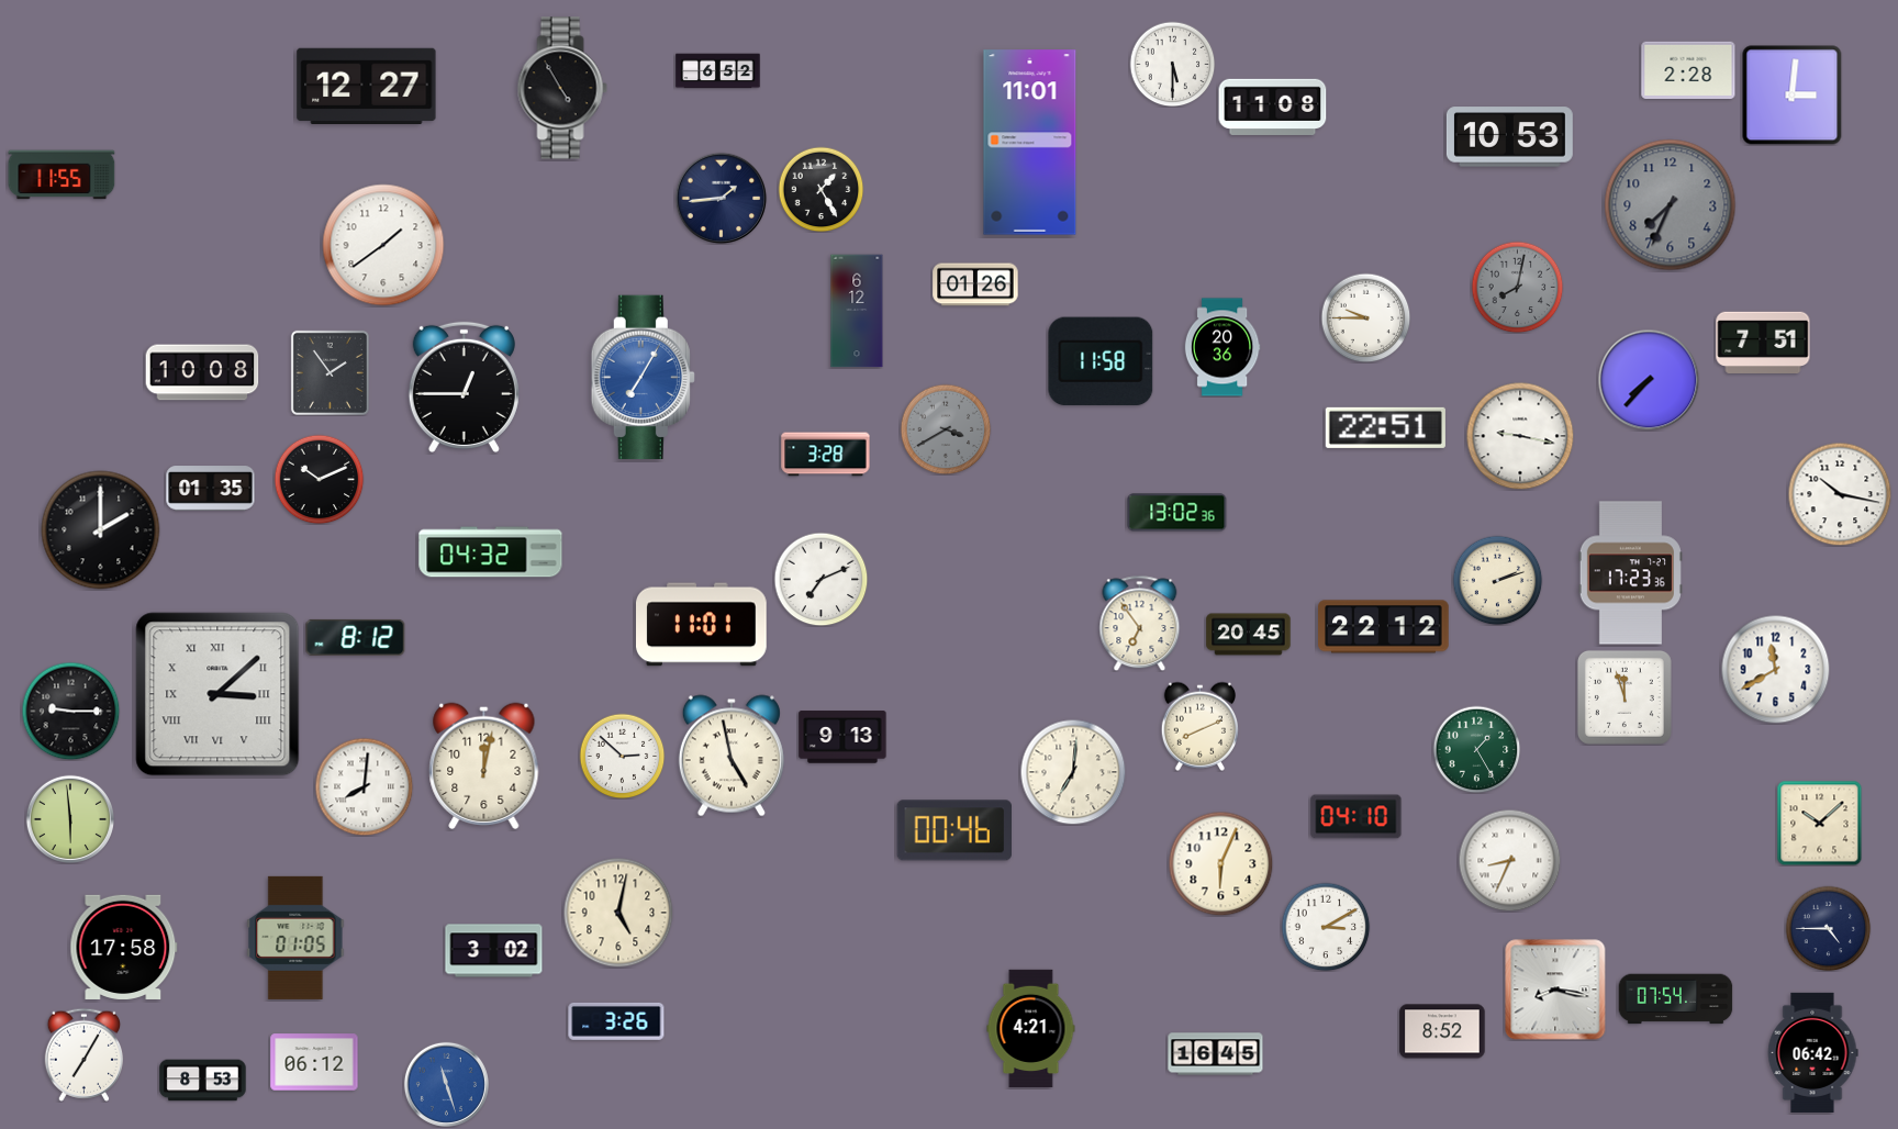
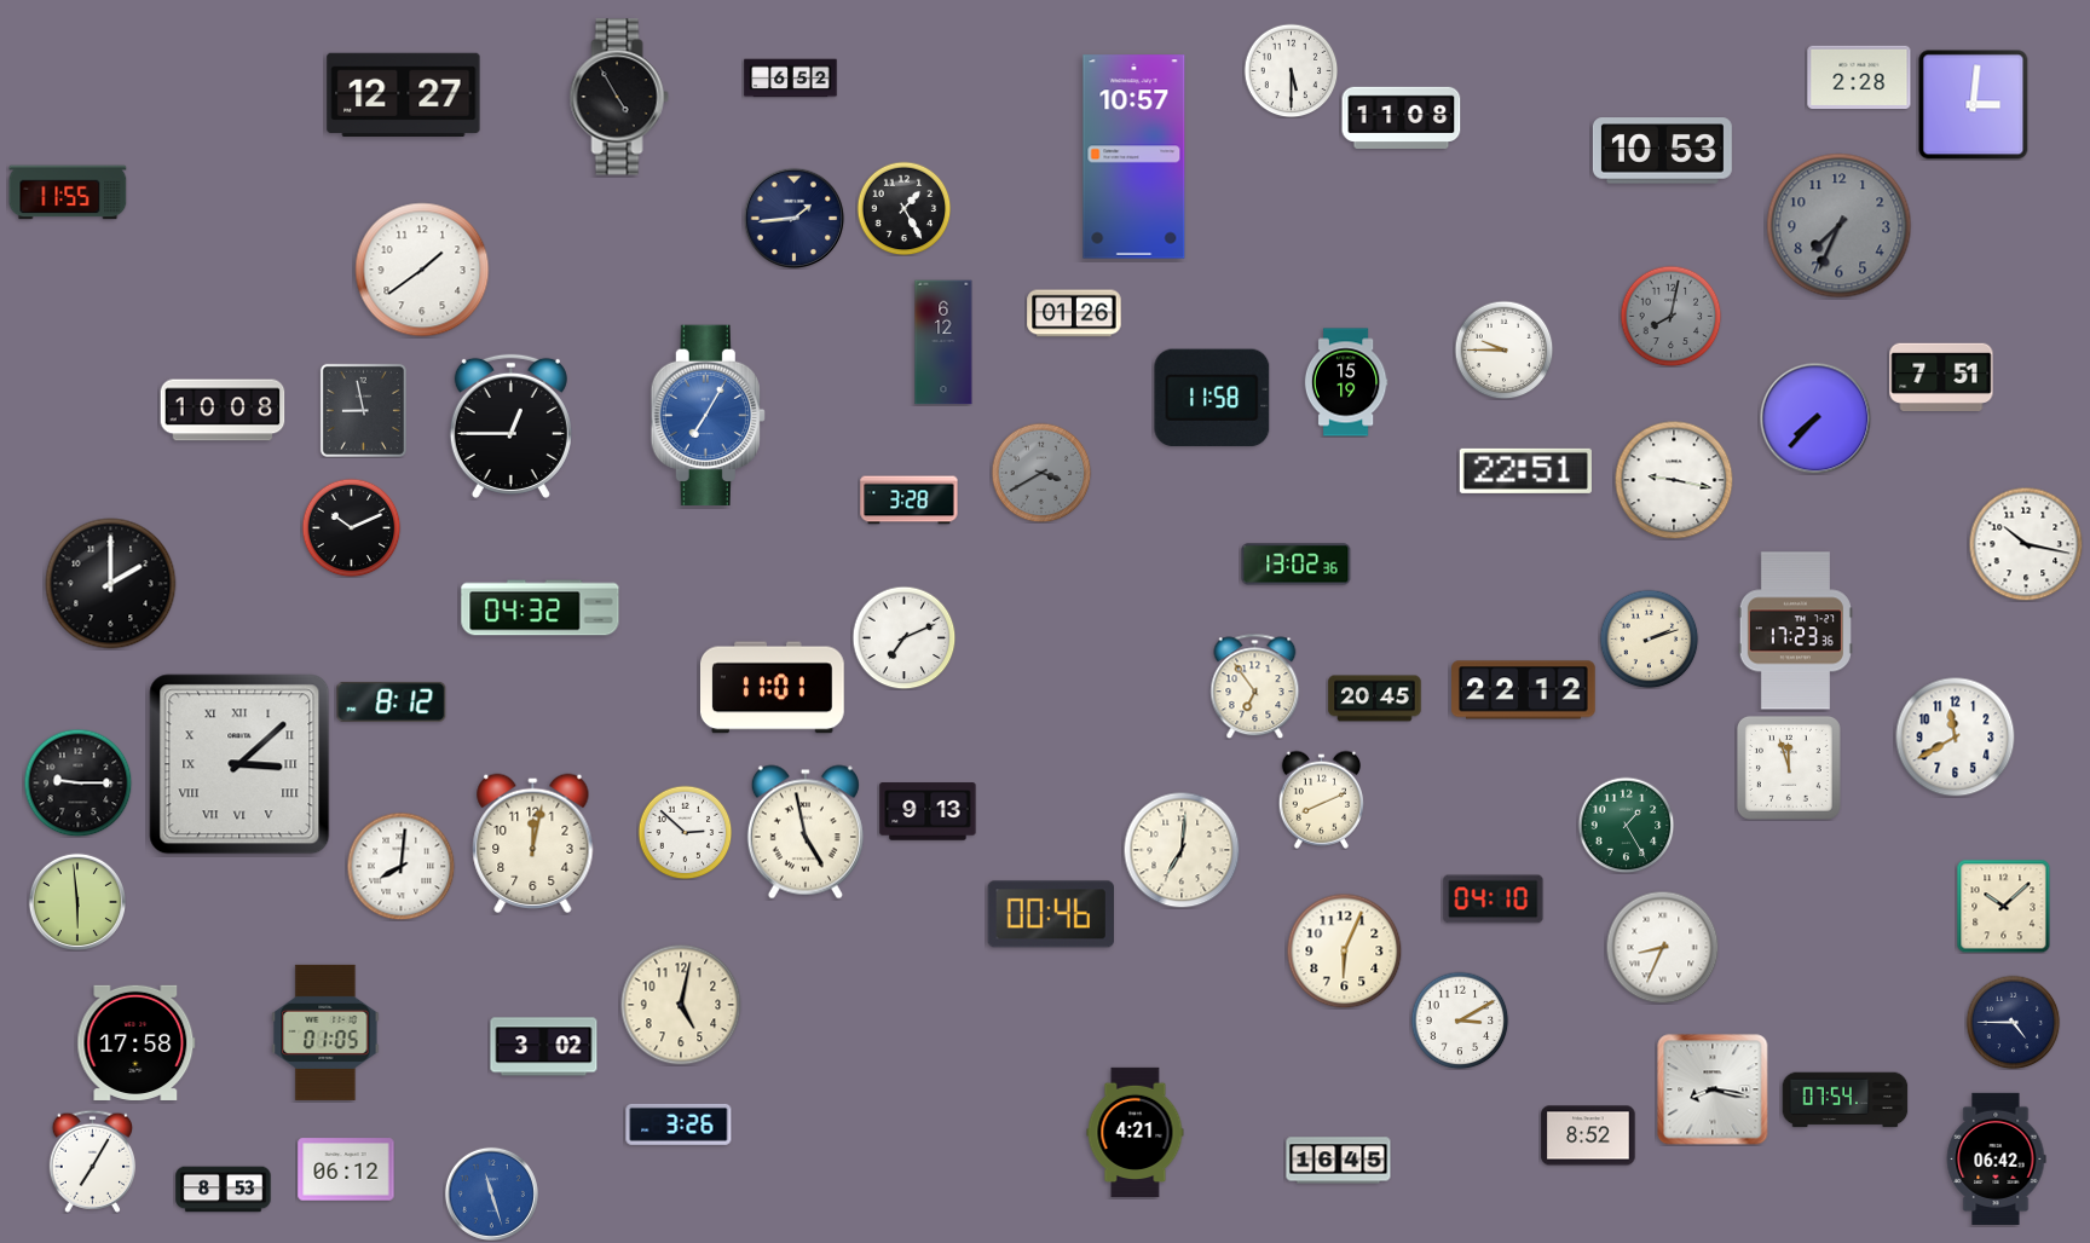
clock at (1030, 143): 11:01 -> 10:57
clock at (1222, 347): 20:36 -> 15:19
clock at (330, 372): 1:54 -> 8:58
clock at (211, 489): 01:35 -> none
